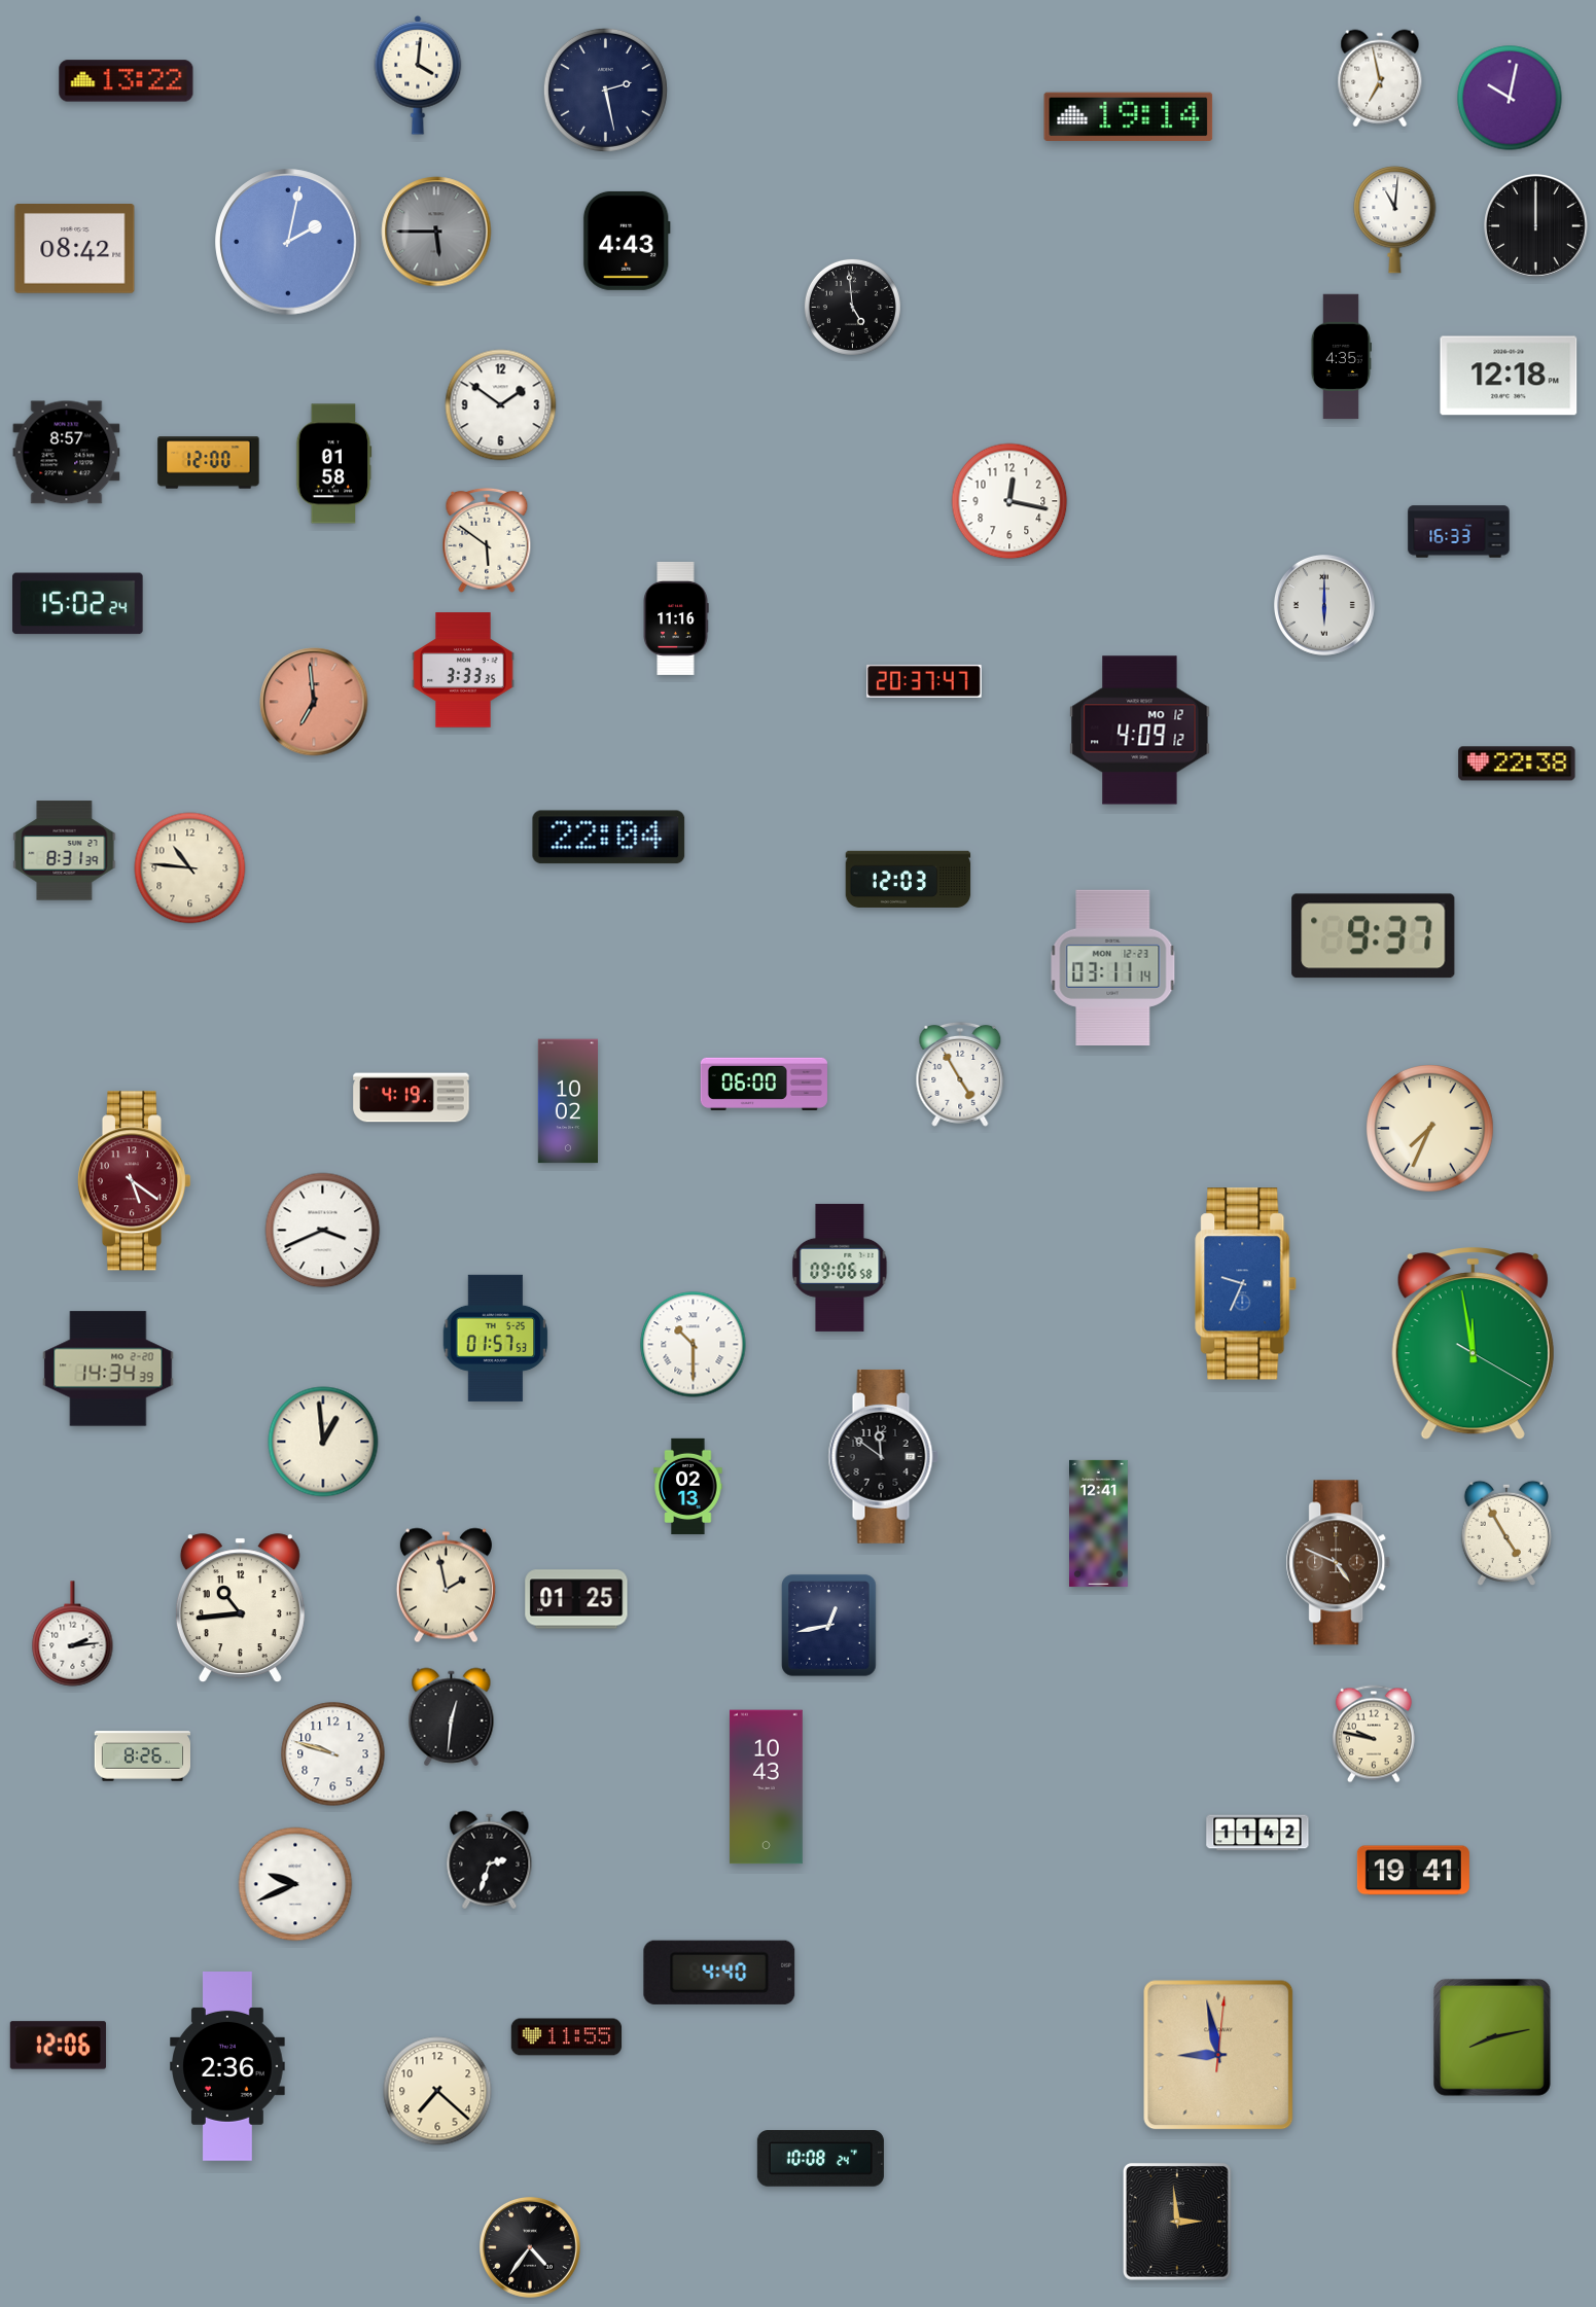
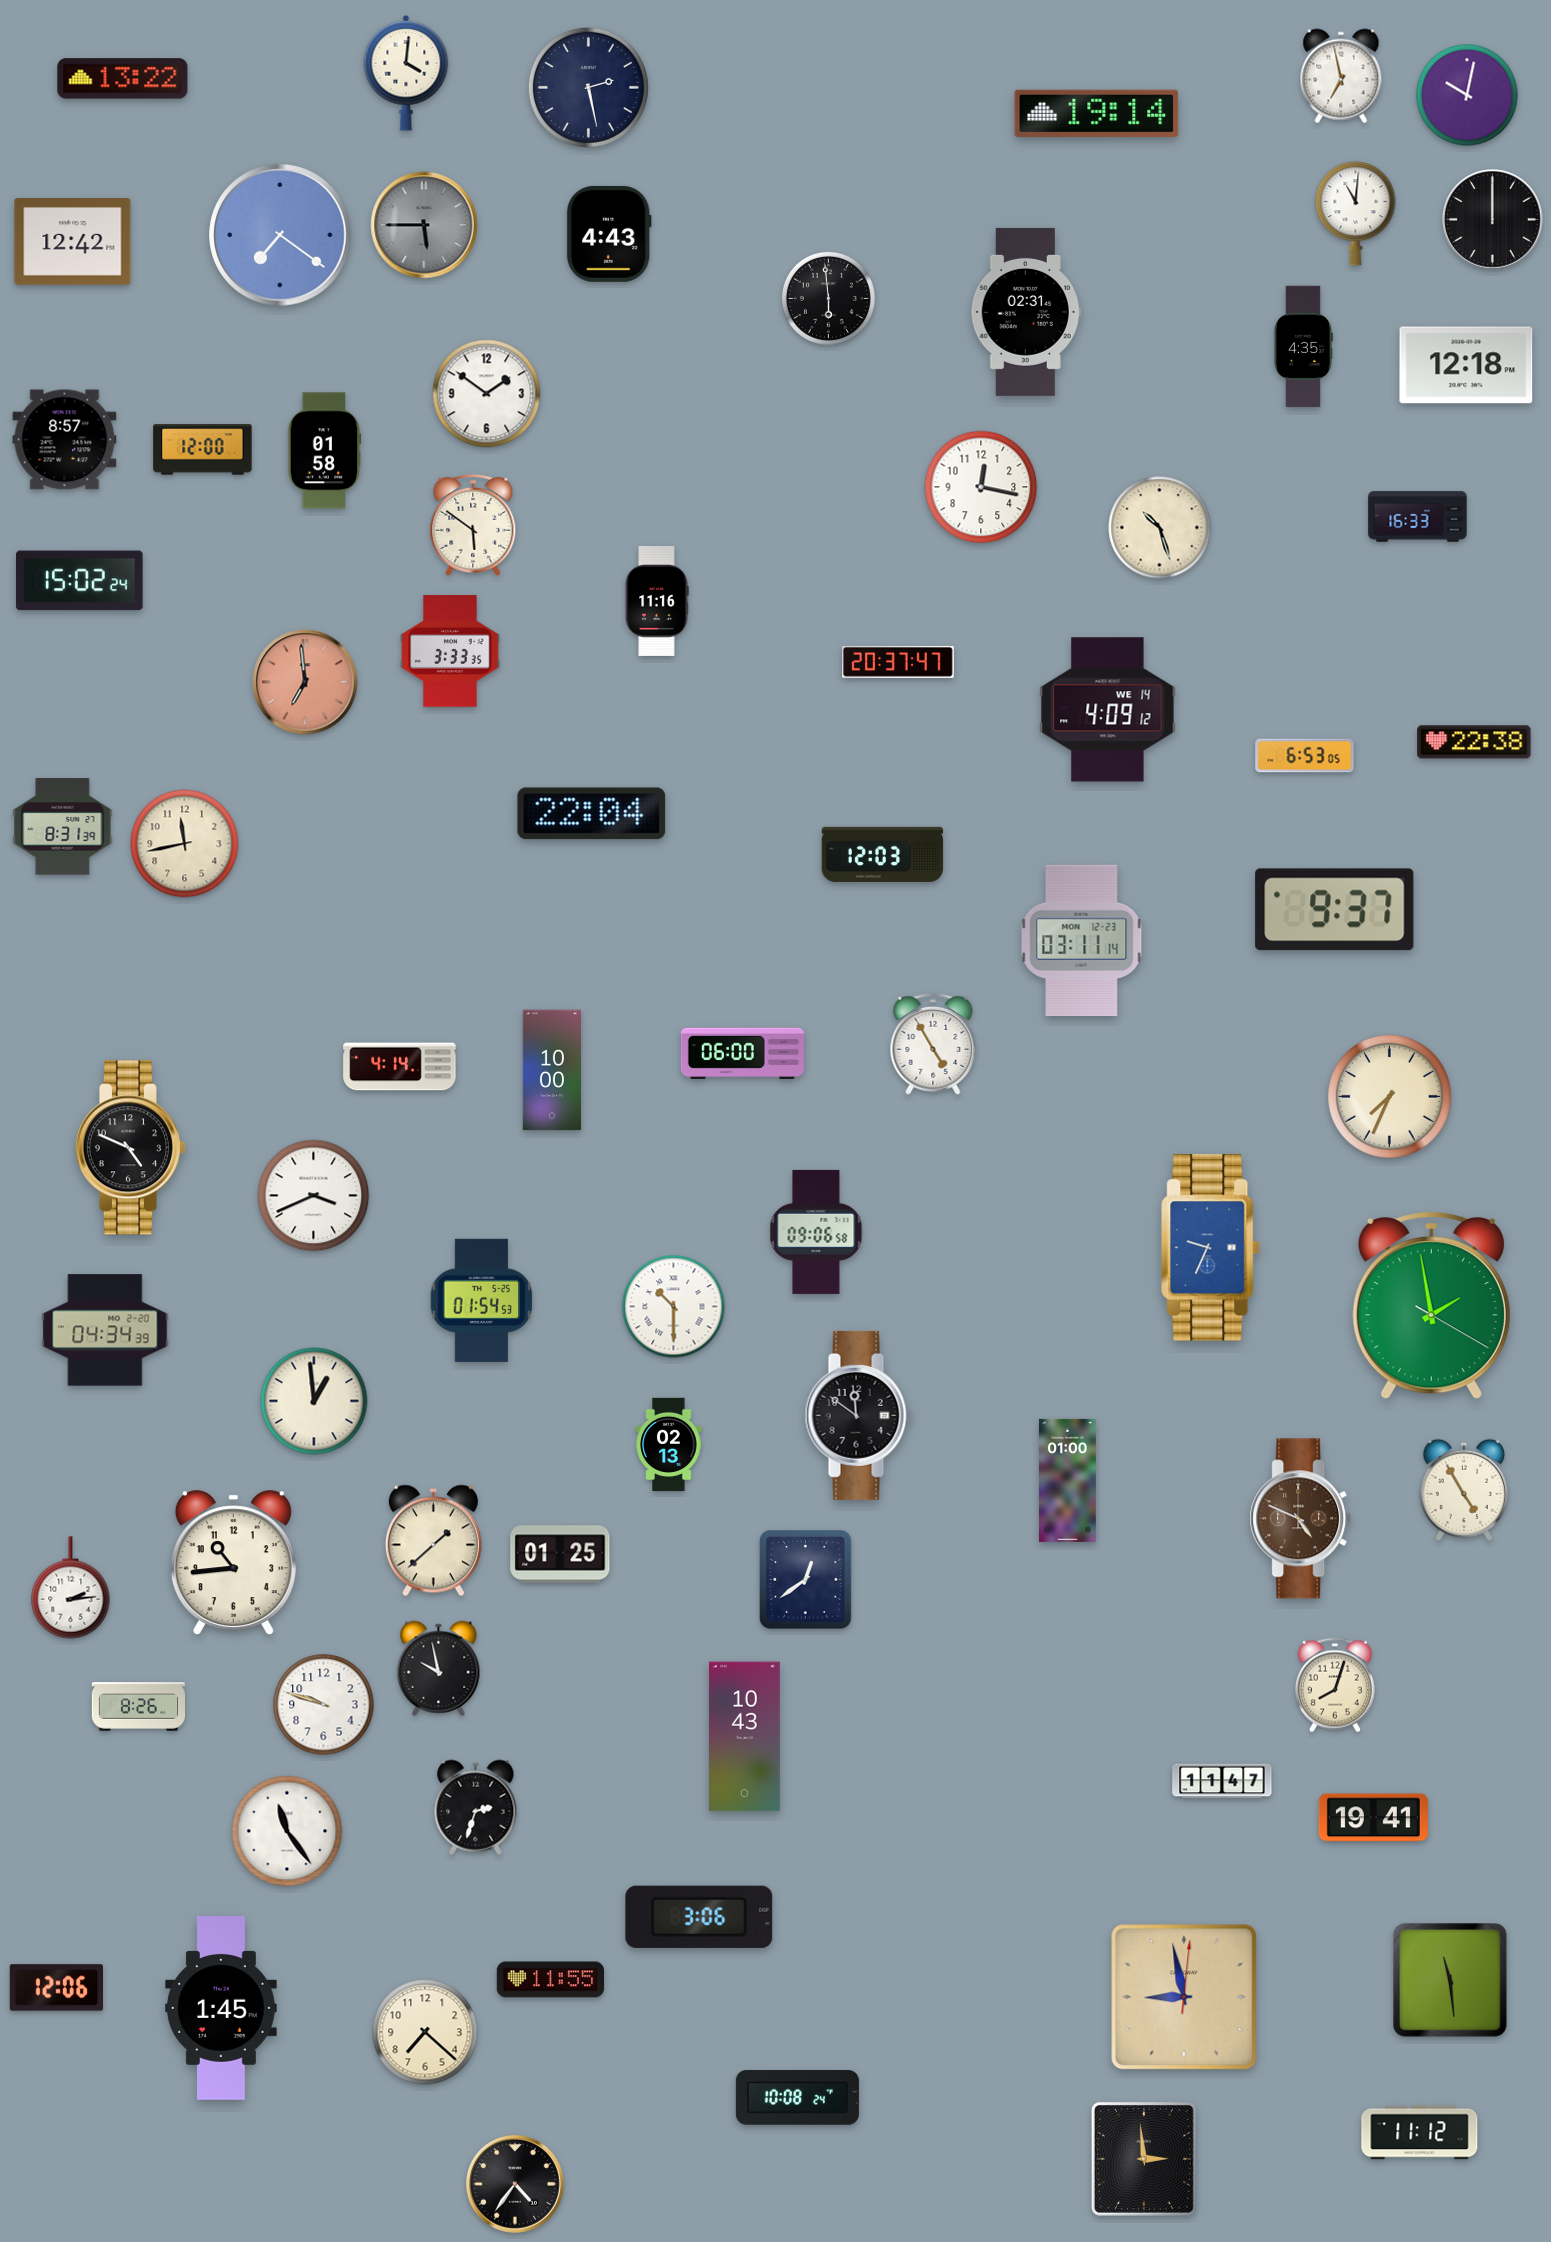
clock at (288, 242): 2:02 -> 7:21
clock at (75, 249): 08:42 -> 12:42
clock at (852, 307): 4:59 -> 5:59
clock at (1026, 312): none -> 02:31
clock at (1160, 528): none -> 10:27
clock at (78, 604) position: (78, 604) -> (80, 581)
clock at (1324, 605): 6:00 -> none
clock at (1140, 731) date: MO 12 -> WE 14
clock at (1305, 756): none -> 6:53
clock at (190, 868): 10:46 -> 11:43
clock at (412, 1098): 4:19 -> 4:14
clock at (567, 1101): 10:02 -> 10:00
clock at (134, 1181): 5:21 -> 4:49
clock at (134, 1181) dial: burgundy -> black
clock at (496, 1338): 01:57 -> 01:54
clock at (1473, 1344): 11:58 -> 1:58
clock at (108, 1369): 14:34 -> 04:34
clock at (1099, 1523): 12:41 -> 01:00
clock at (446, 1586): 1:58 -> 1:38
clock at (829, 1626): 12:43 -> 12:39
clock at (452, 1717): 12:31 -> 9:58
clock at (1374, 1734): 9:47 -> 8:03
clock at (1257, 1833): 11:42 -> 11:47
clock at (295, 1884): 9:41 -> 11:24
clock at (719, 1973): 4:40 -> 3:06
clock at (1493, 2038): 8:13 -> 11:29
clock at (227, 2067): 2:36 -> 1:45
clock at (1420, 2133): none -> 11:12
